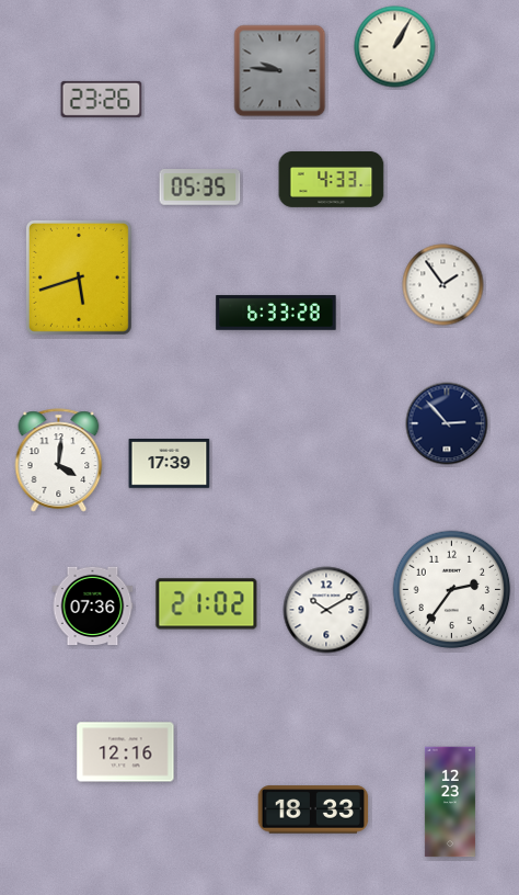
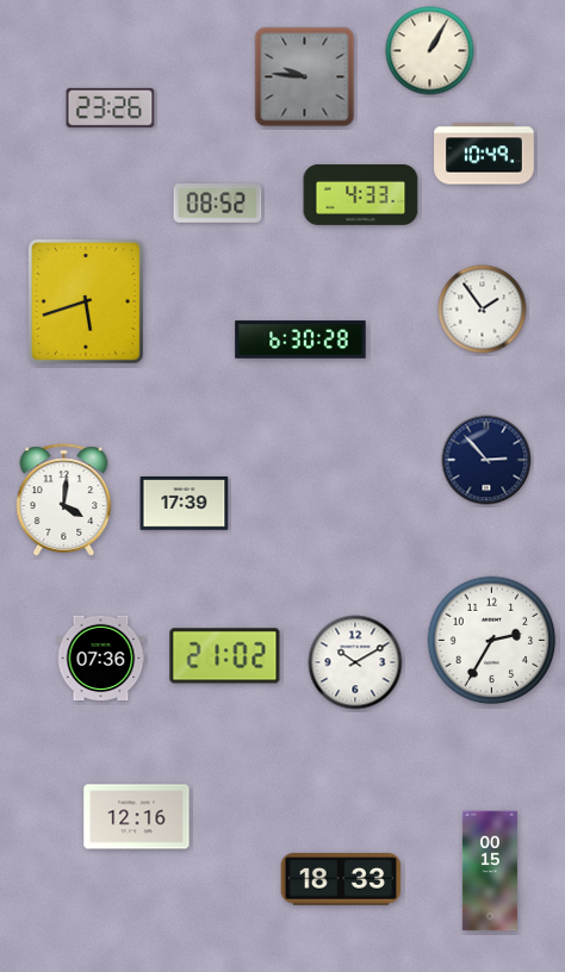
clock at (484, 154): none -> 10:49
clock at (200, 188): 05:35 -> 08:52
clock at (276, 313): 6:33 -> 6:30
clock at (452, 590): 2:36 -> 2:35
clock at (450, 802): 12:23 -> 00:15
